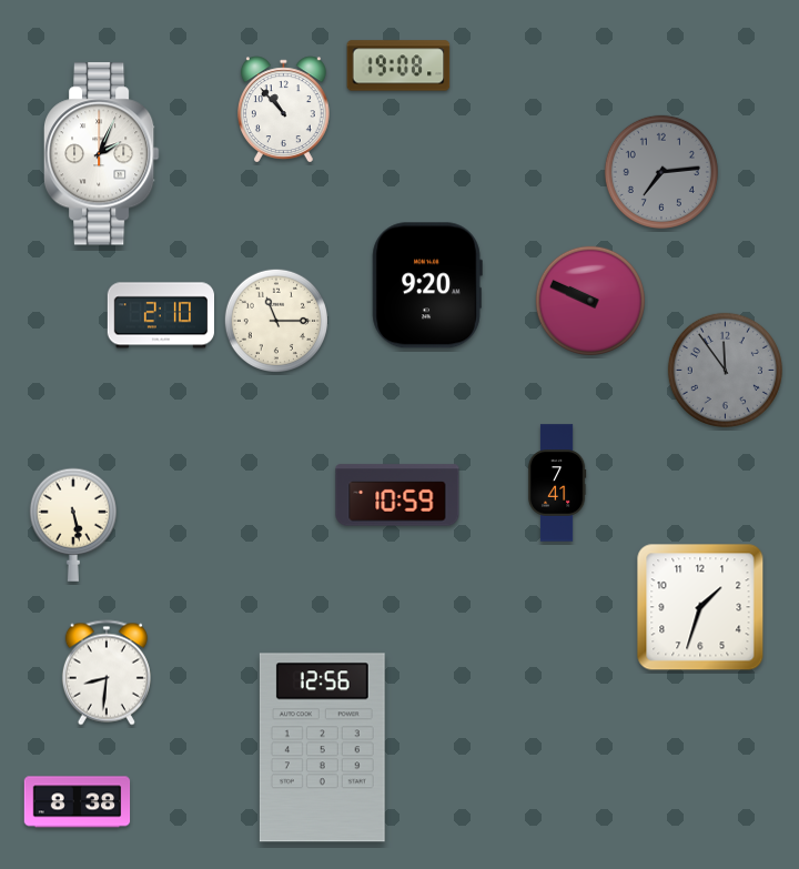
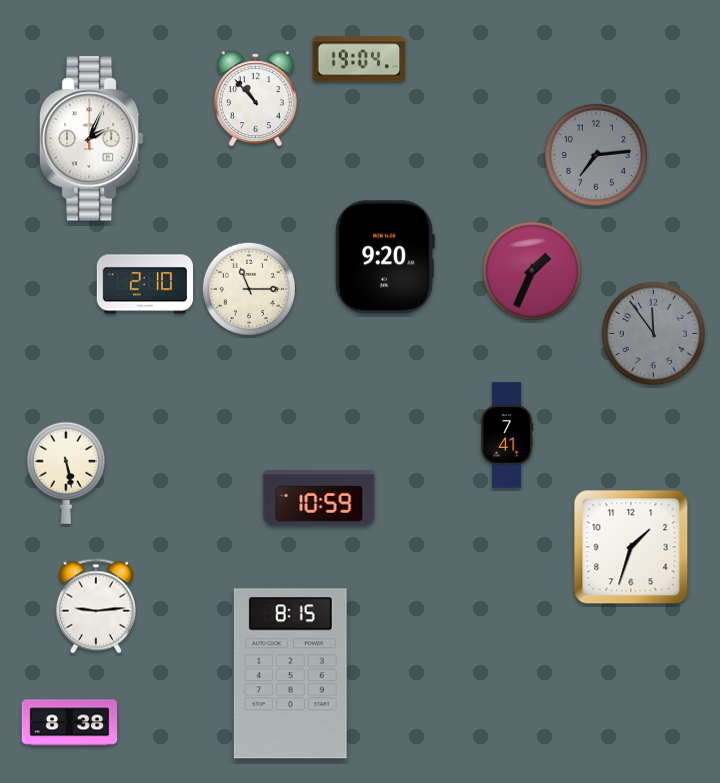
clock at (398, 65): 19:08 -> 19:04
clock at (590, 301): 9:49 -> 1:34
clock at (557, 483) position: (557, 483) -> (507, 435)
clock at (397, 495) position: (397, 495) -> (319, 498)
clock at (107, 673): 8:31 -> 9:14
clock at (322, 748): 12:56 -> 8:15
